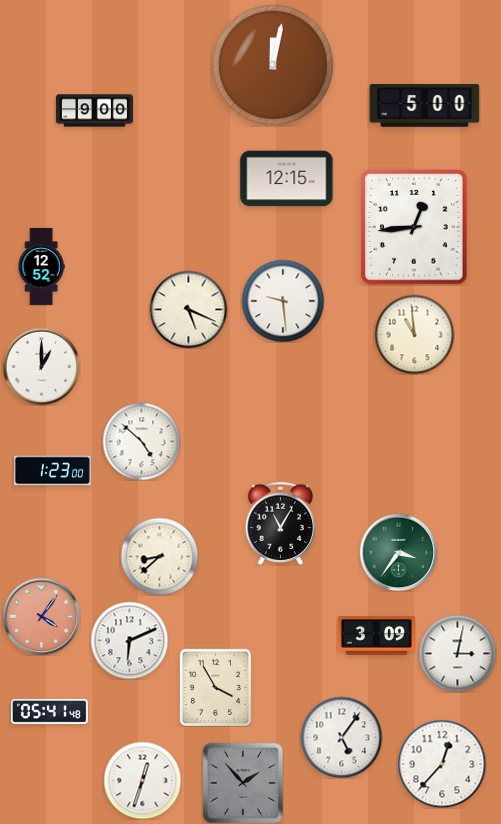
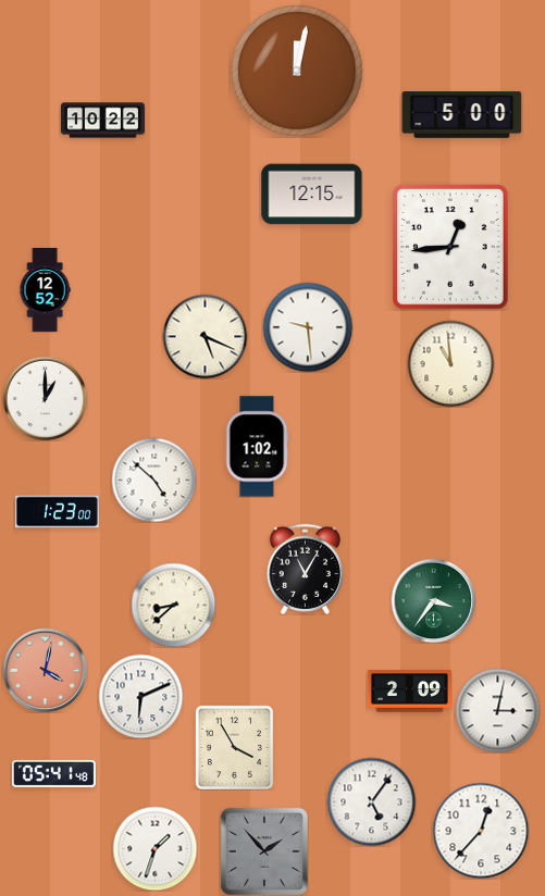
clock at (94, 111): 9:00 -> 10:22
clock at (257, 447): none -> 1:02
clock at (41, 616): 4:06 -> 4:02
clock at (376, 636): 3:09 -> 2:09
clock at (142, 780): 12:33 -> 1:33
